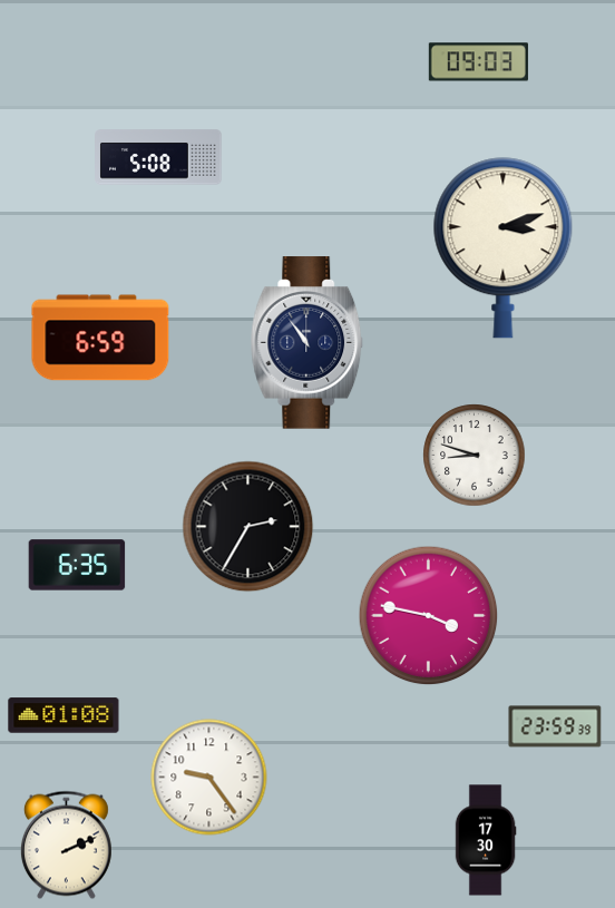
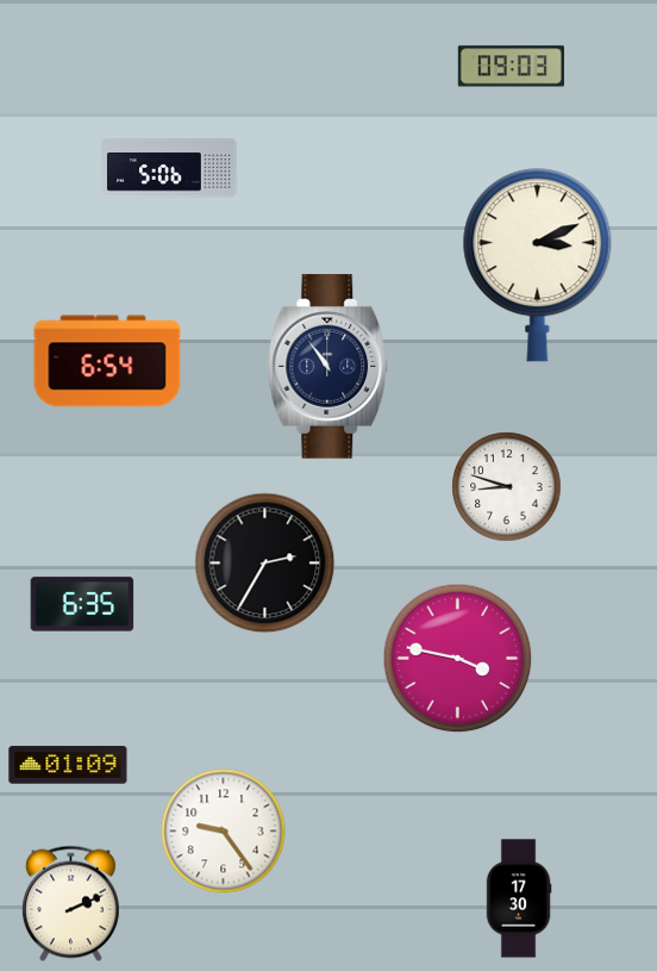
clock at (158, 157): 5:08 -> 5:06
clock at (504, 248): 3:12 -> 3:11
clock at (100, 338): 6:59 -> 6:54
clock at (64, 715): 01:08 -> 01:09
clock at (555, 726): 23:59 -> none
